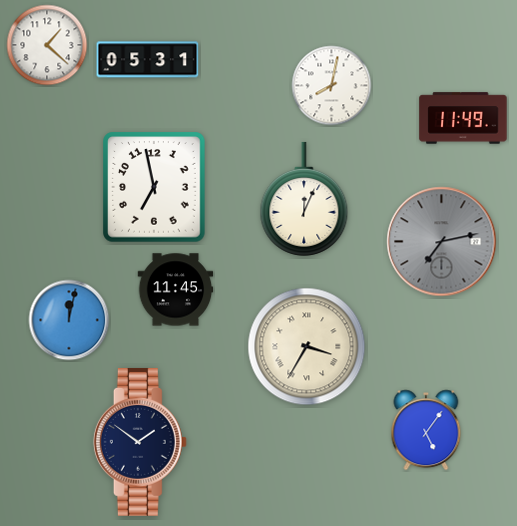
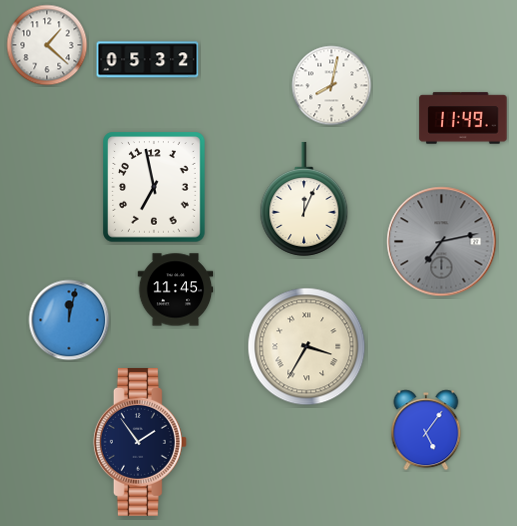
clock at (148, 60): 05:31 -> 05:32
clock at (140, 442): 1:51 -> 1:54
